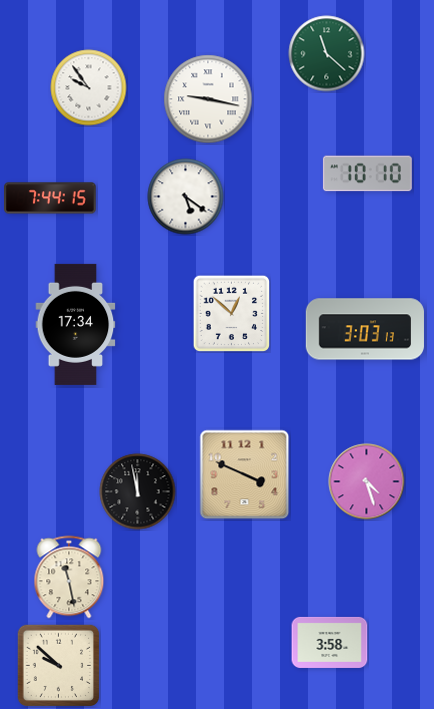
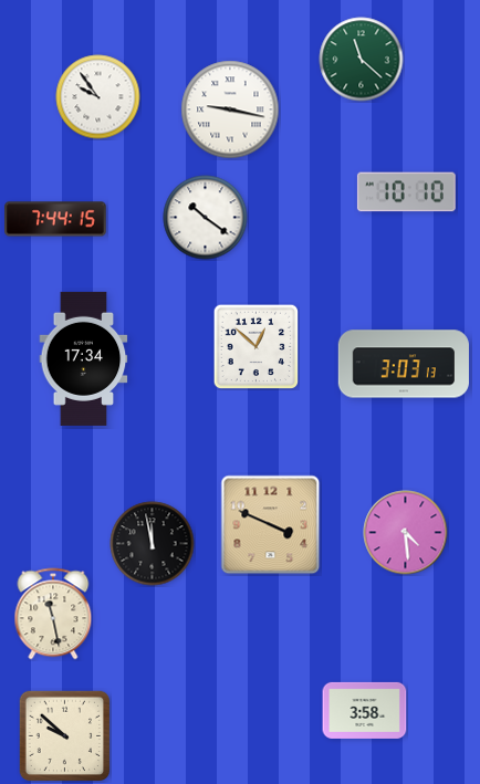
clock at (186, 197): 5:21 -> 10:21
clock at (367, 482): 4:27 -> 4:29
clock at (69, 577) position: (69, 577) -> (53, 614)
